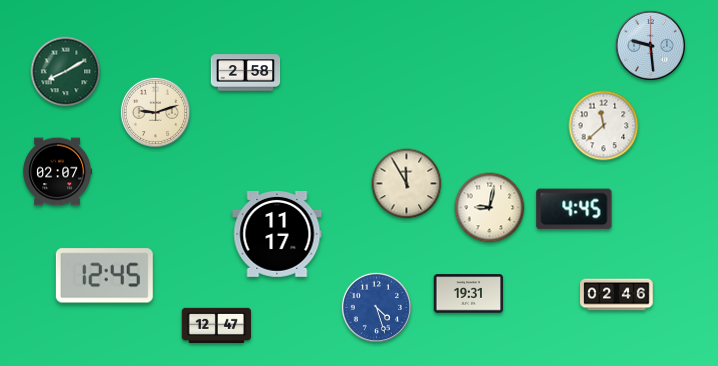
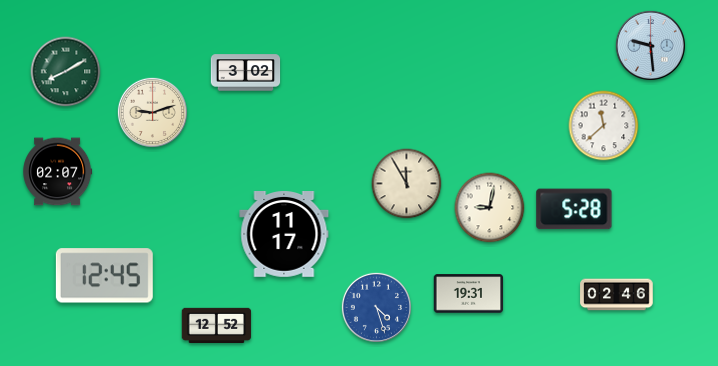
clock at (246, 73): 2:58 -> 3:02
clock at (155, 112) position: (155, 112) -> (152, 112)
clock at (574, 209): 4:45 -> 5:28
clock at (277, 235) position: (277, 235) -> (284, 235)
clock at (217, 326): 12:47 -> 12:52
